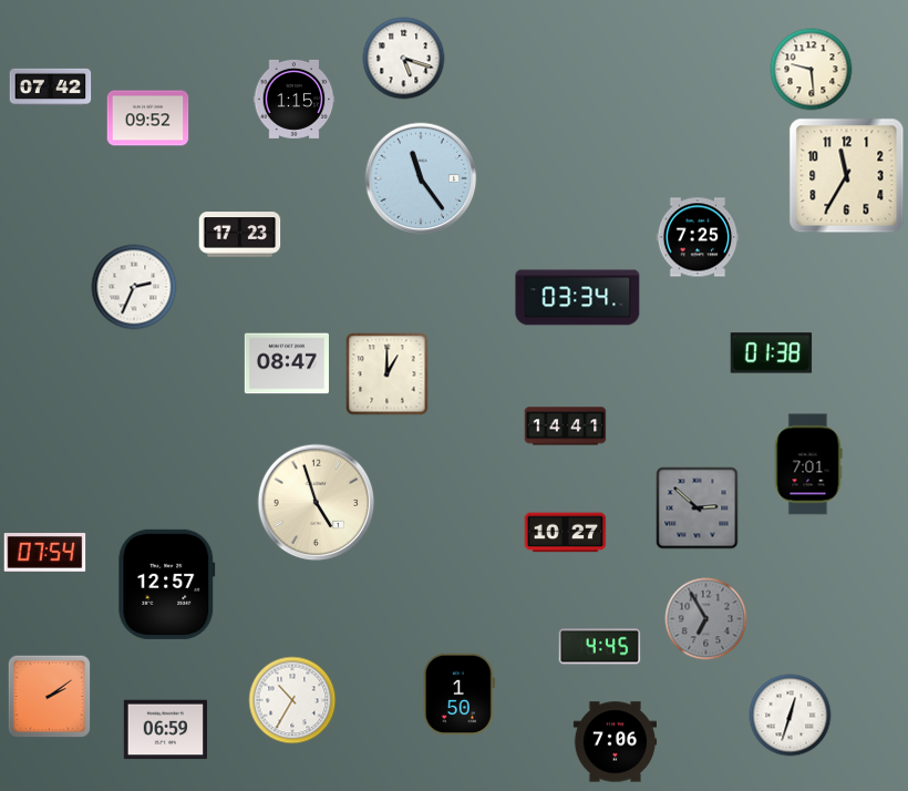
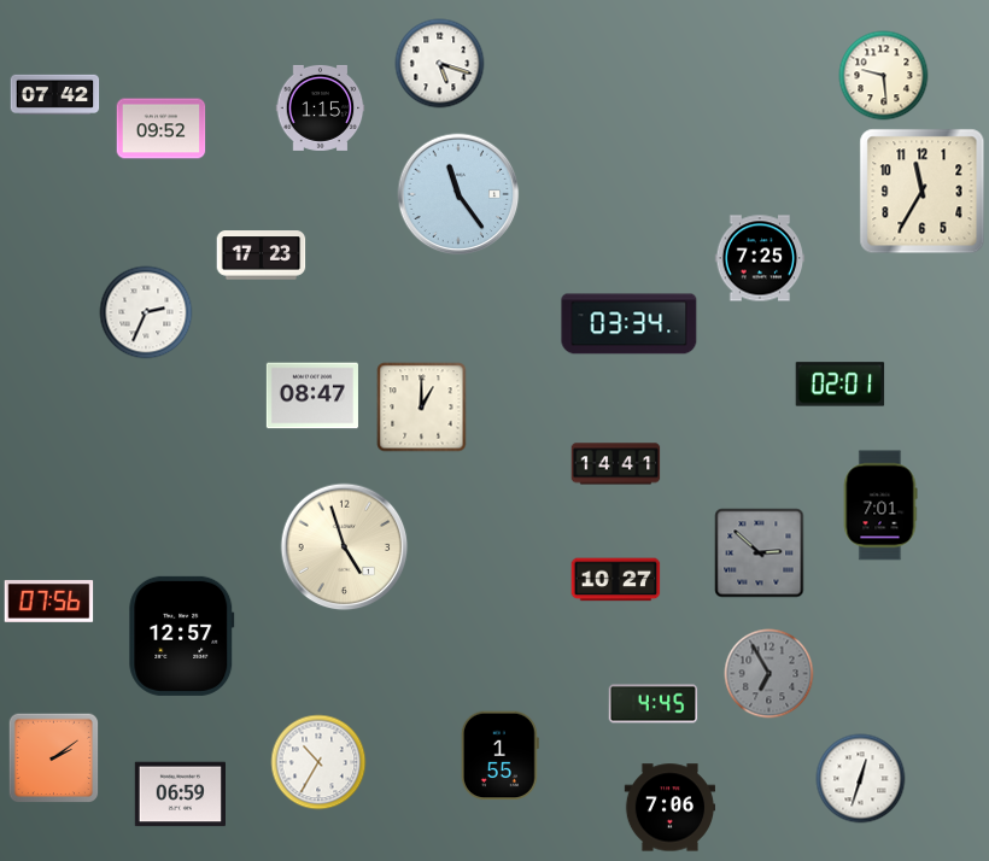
clock at (772, 353): 01:38 -> 02:01
clock at (45, 553): 07:54 -> 07:56
clock at (458, 695): 1:50 -> 1:55
